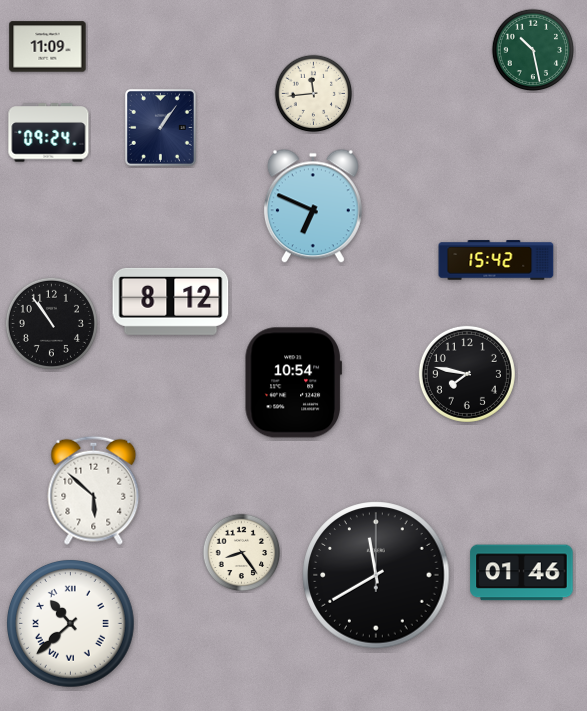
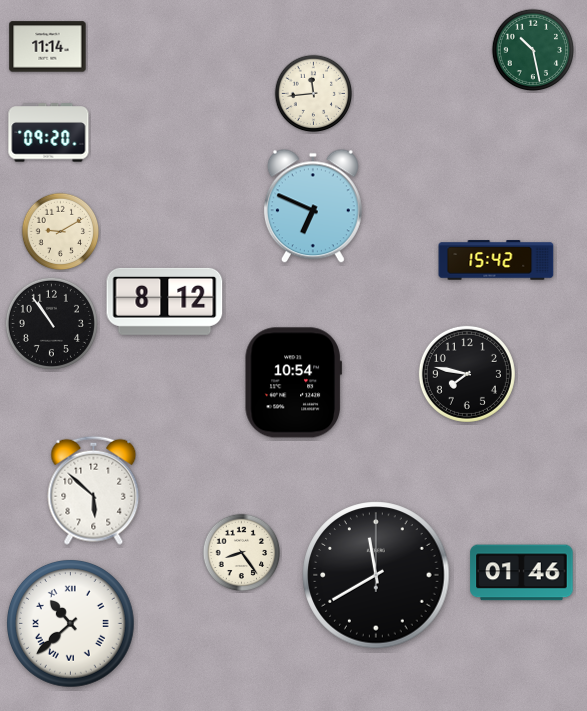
clock at (48, 47): 11:09 -> 11:14
clock at (160, 127): 1:06 -> none
clock at (49, 133): 09:24 -> 09:20
clock at (61, 232): none -> 9:10
clock at (171, 301) position: (171, 301) -> (165, 301)
